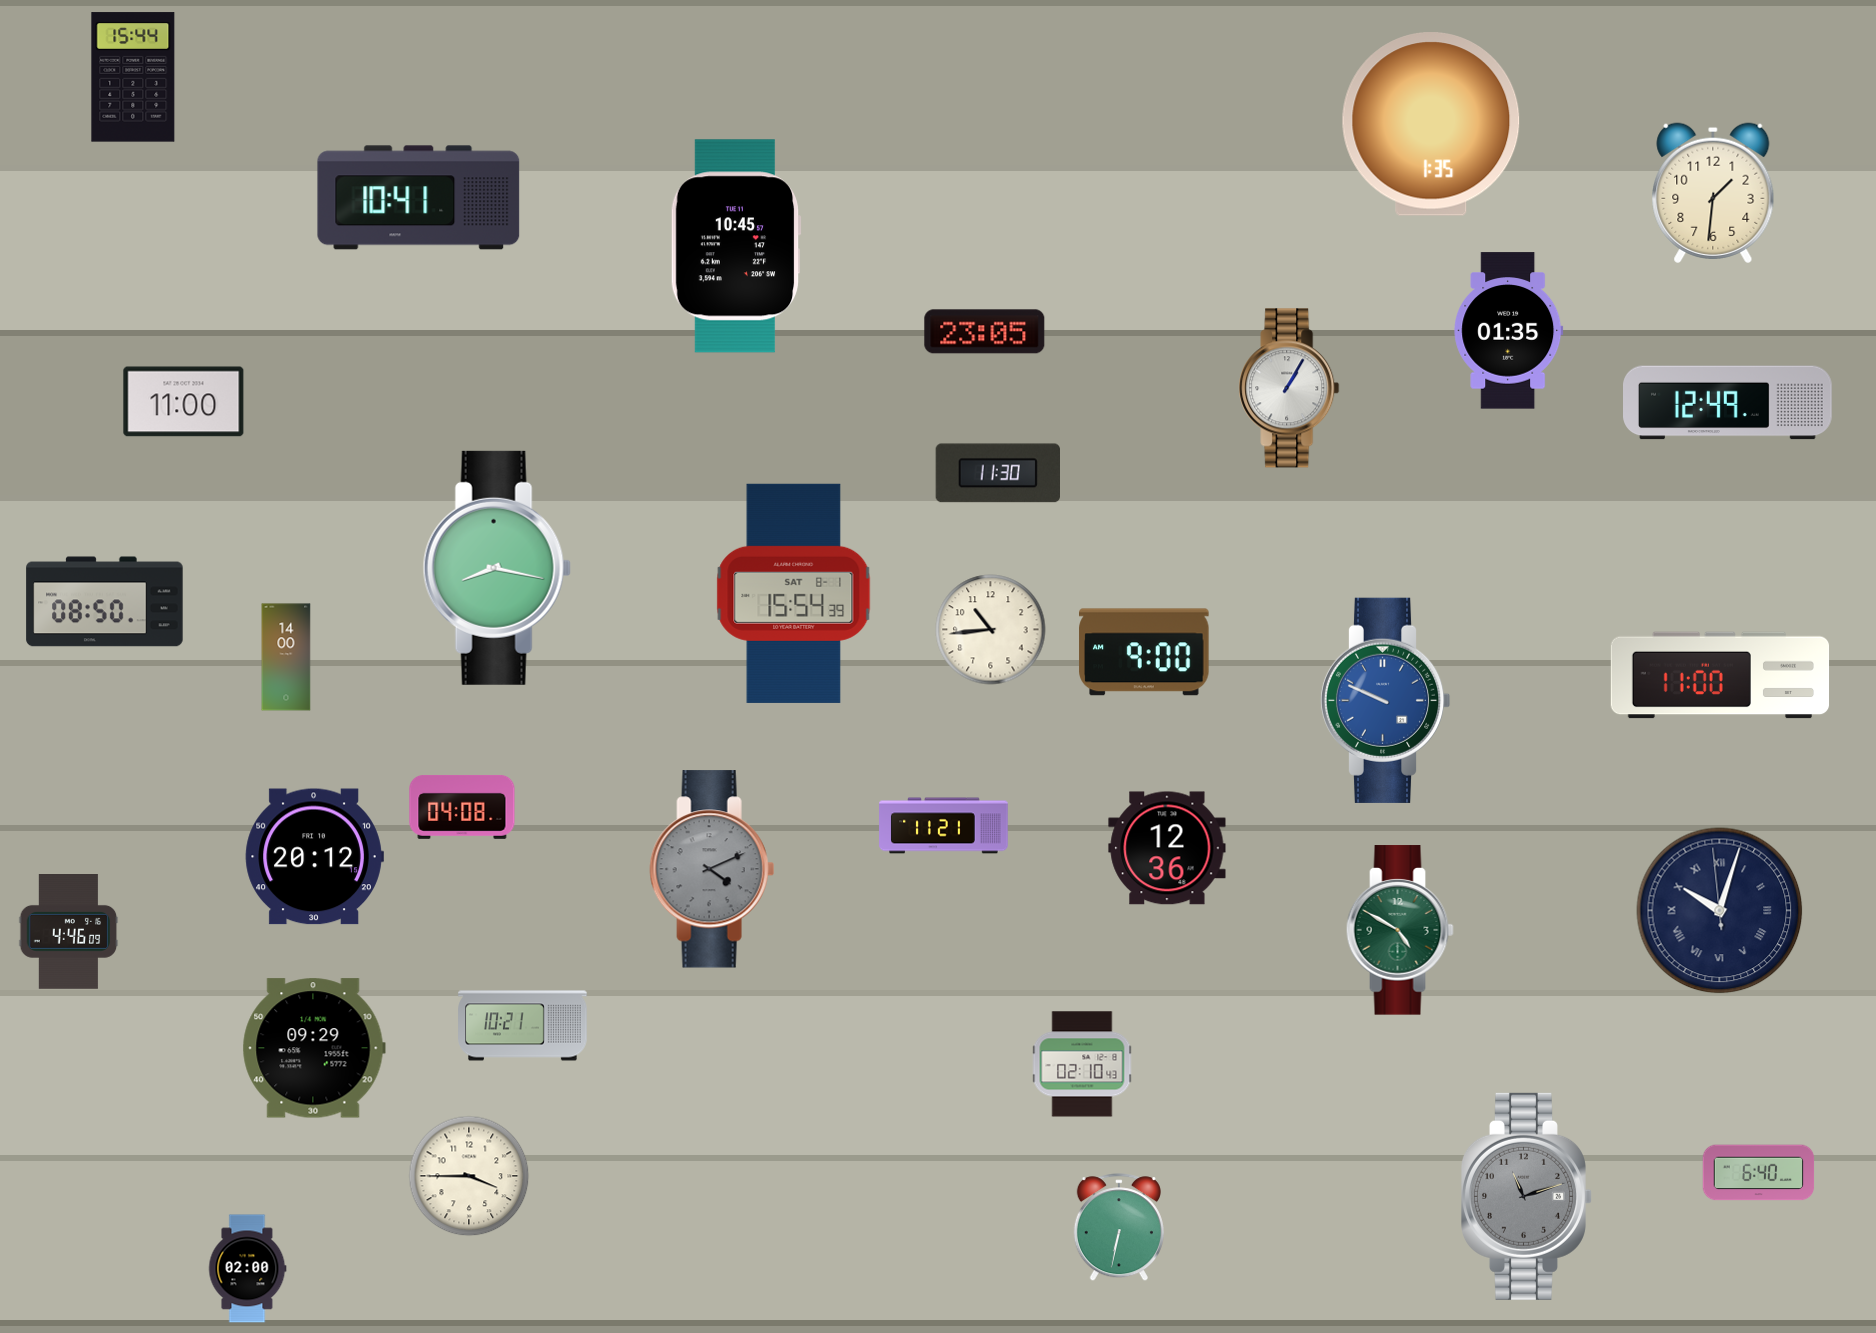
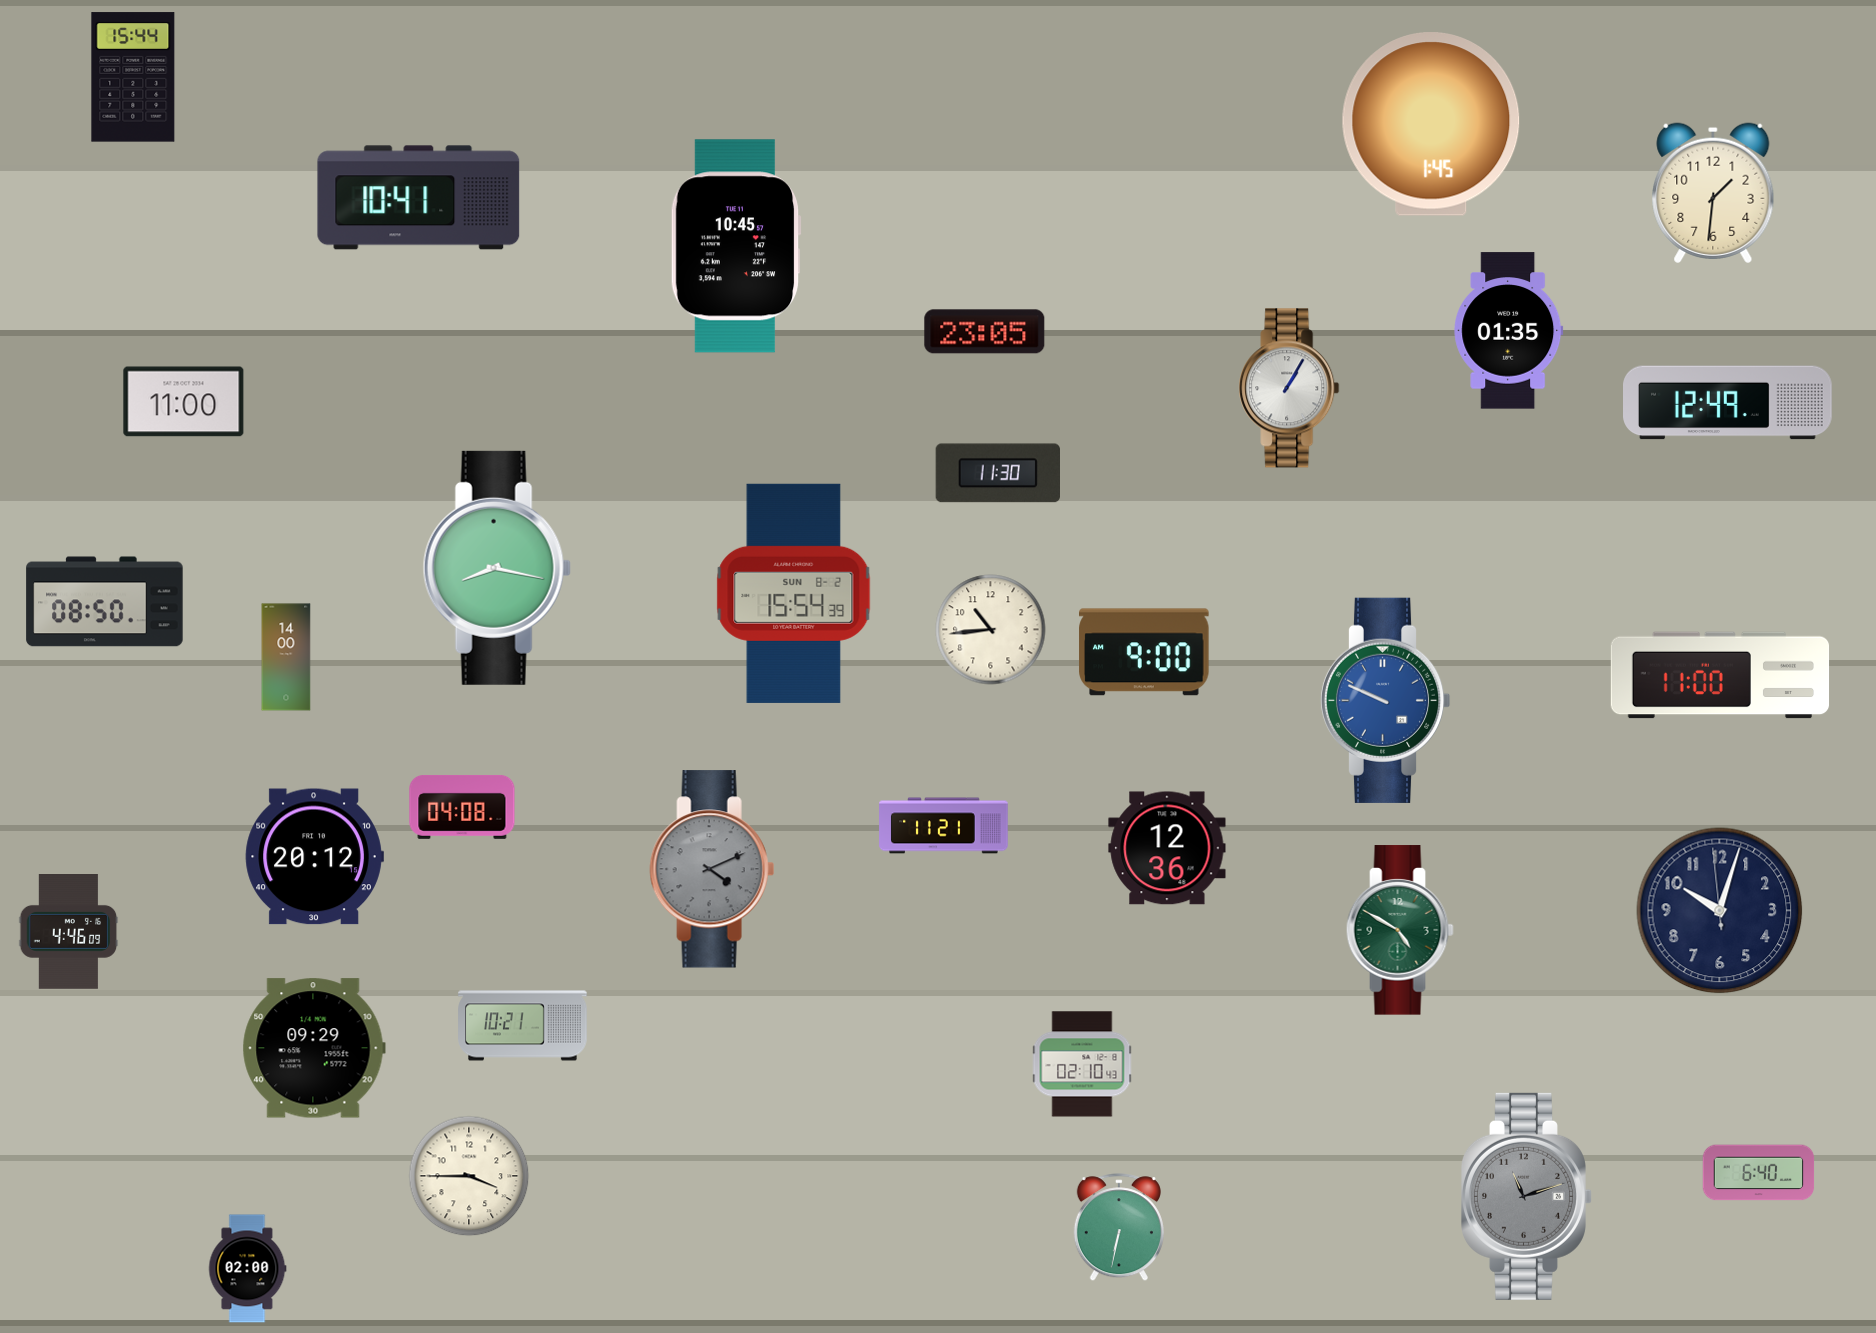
clock at (1431, 124): 1:35 -> 1:45
clock at (794, 593) date: SAT 8-1 -> SUN 8-2
clock at (1720, 911) numerals: Roman -> Arabic
